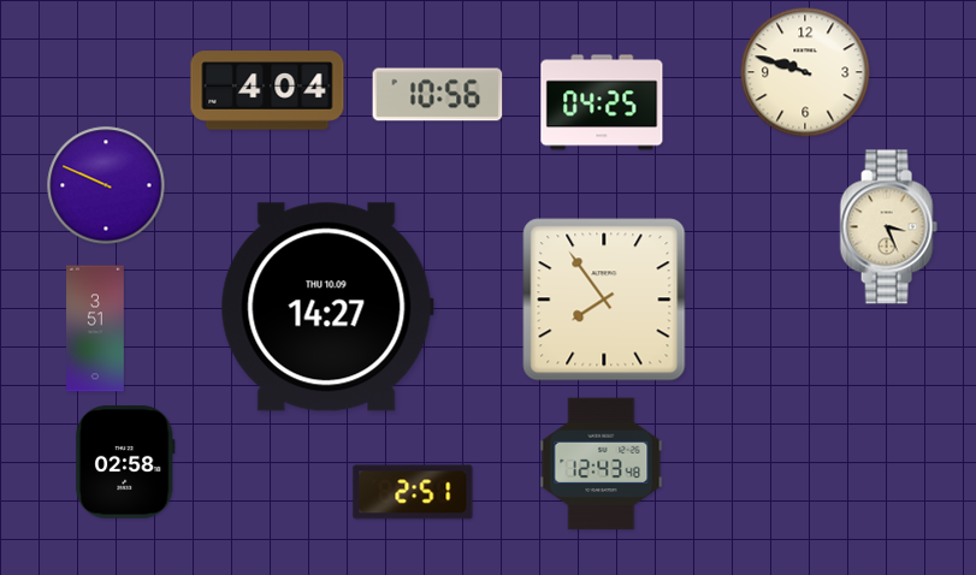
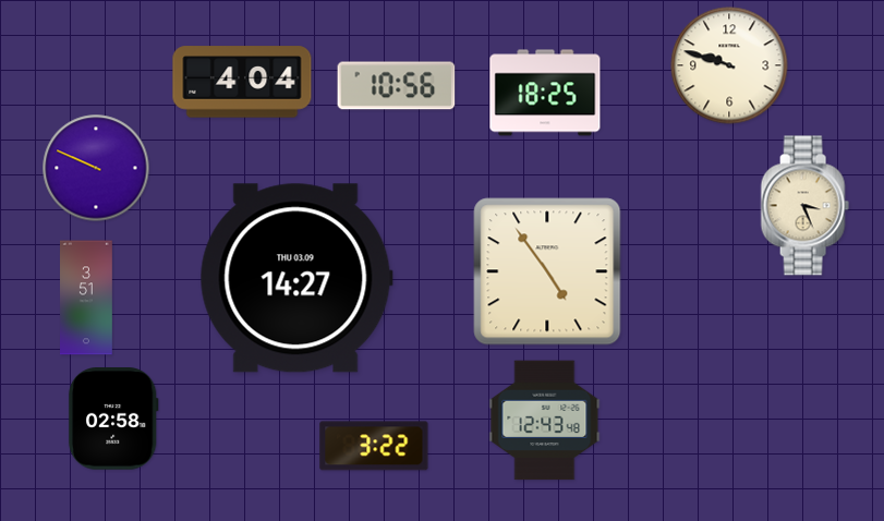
clock at (602, 102): 04:25 -> 18:25
clock at (604, 300): 7:54 -> 4:54
clock at (327, 307) date: THU 10.09 -> THU 03.09
clock at (413, 492): 2:51 -> 3:22
